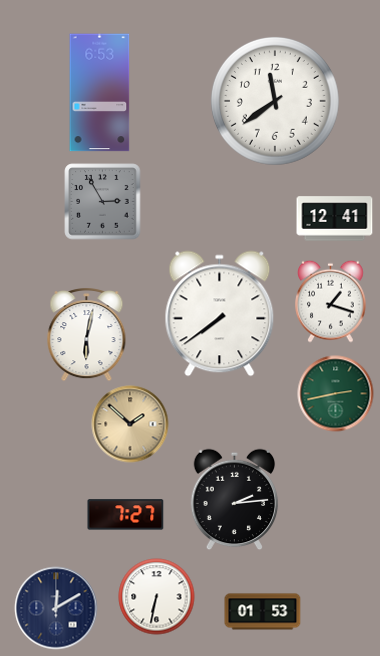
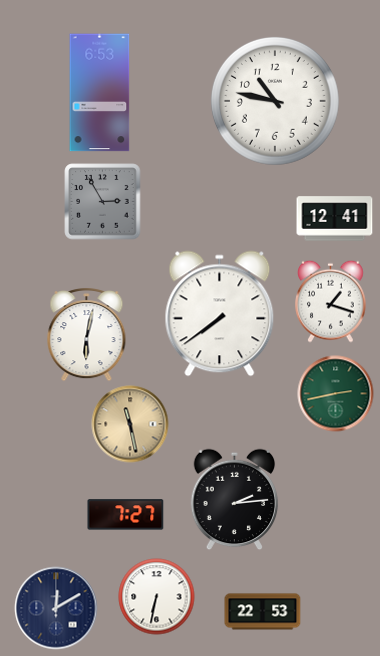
clock at (275, 101): 11:39 -> 10:47
clock at (130, 424): 1:52 -> 11:28
clock at (263, 612): 01:53 -> 22:53
